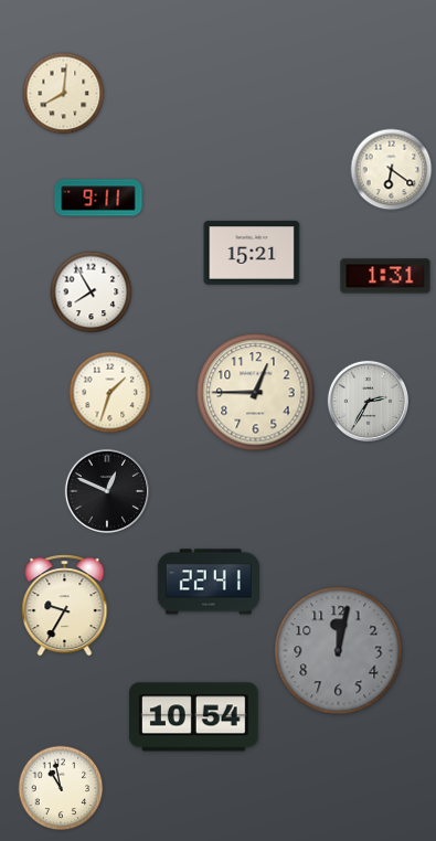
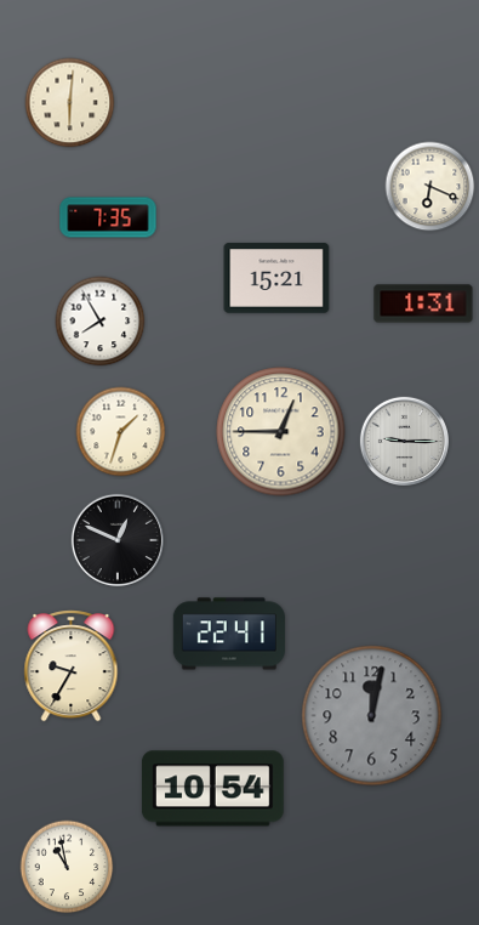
clock at (64, 94): 8:01 -> 6:01
clock at (392, 170): 6:21 -> 6:19
clock at (98, 198): 9:11 -> 7:35
clock at (368, 401): 2:35 -> 9:15
clock at (209, 582) position: (209, 582) -> (229, 634)
